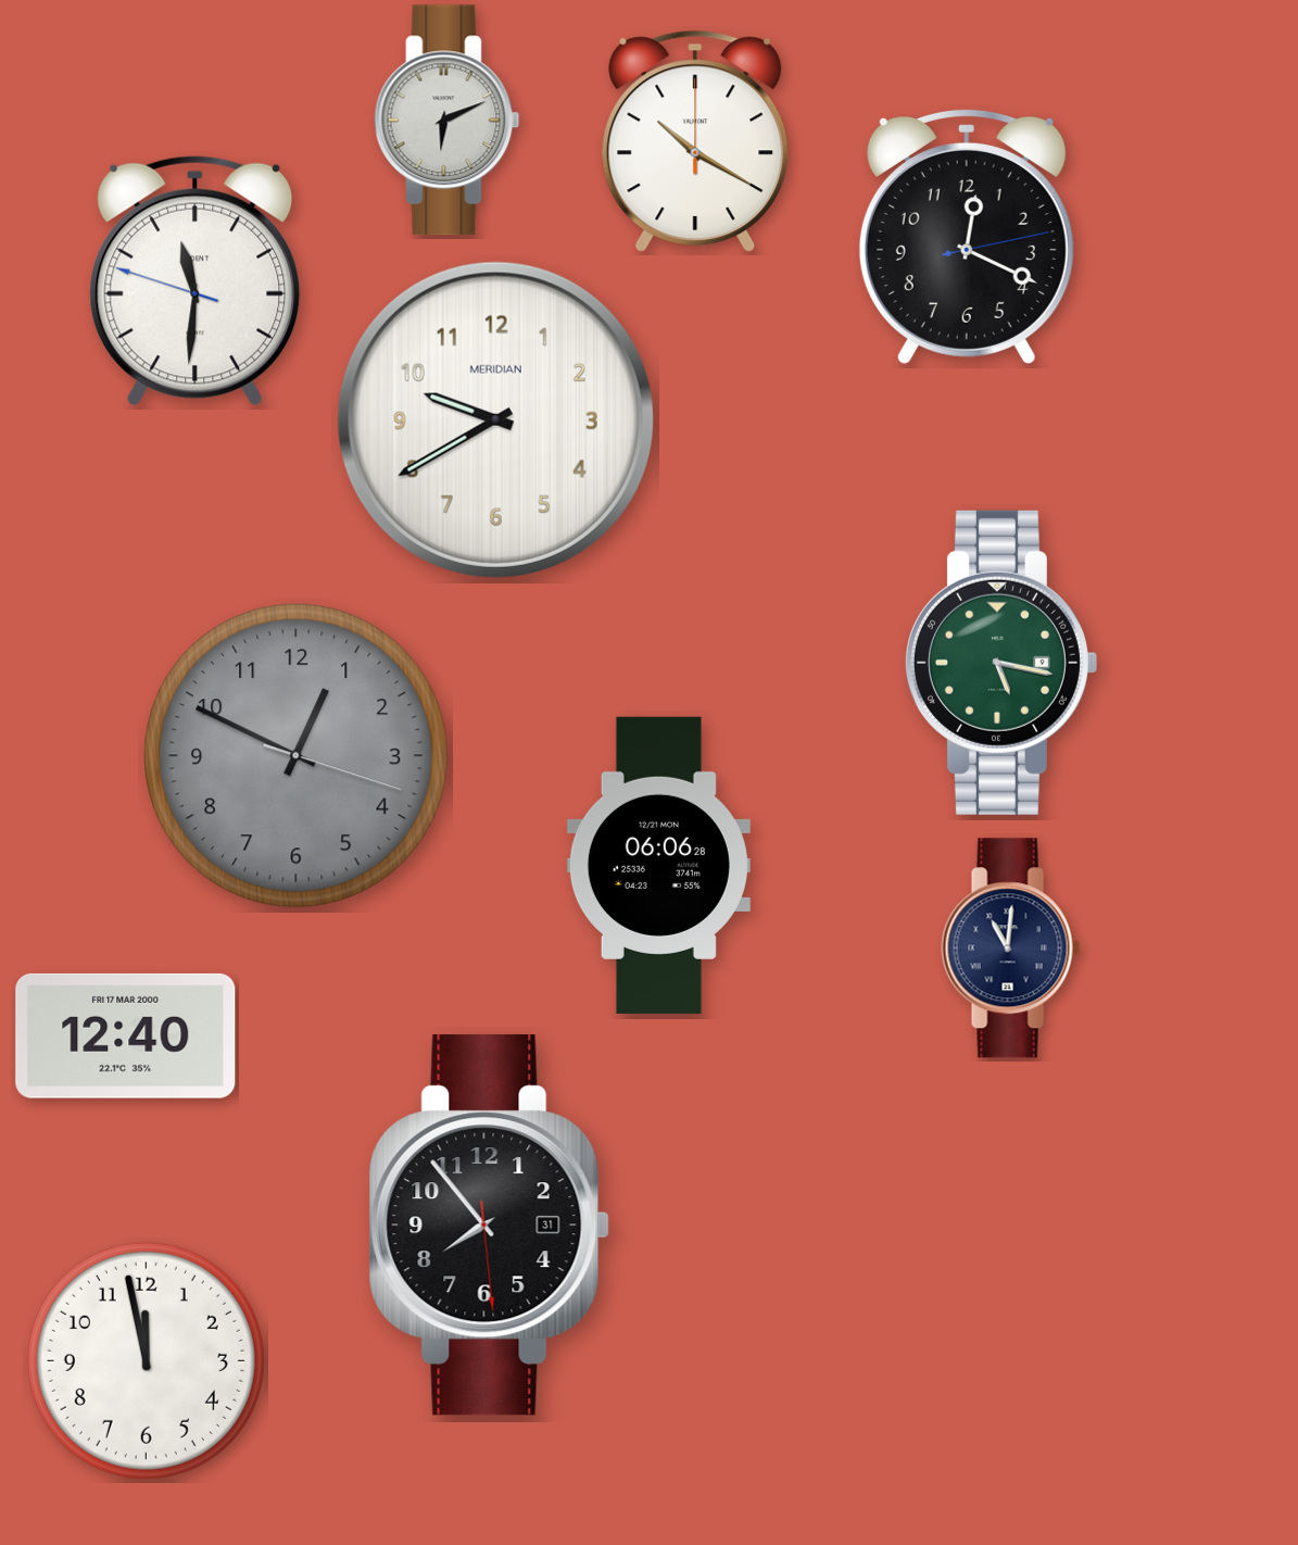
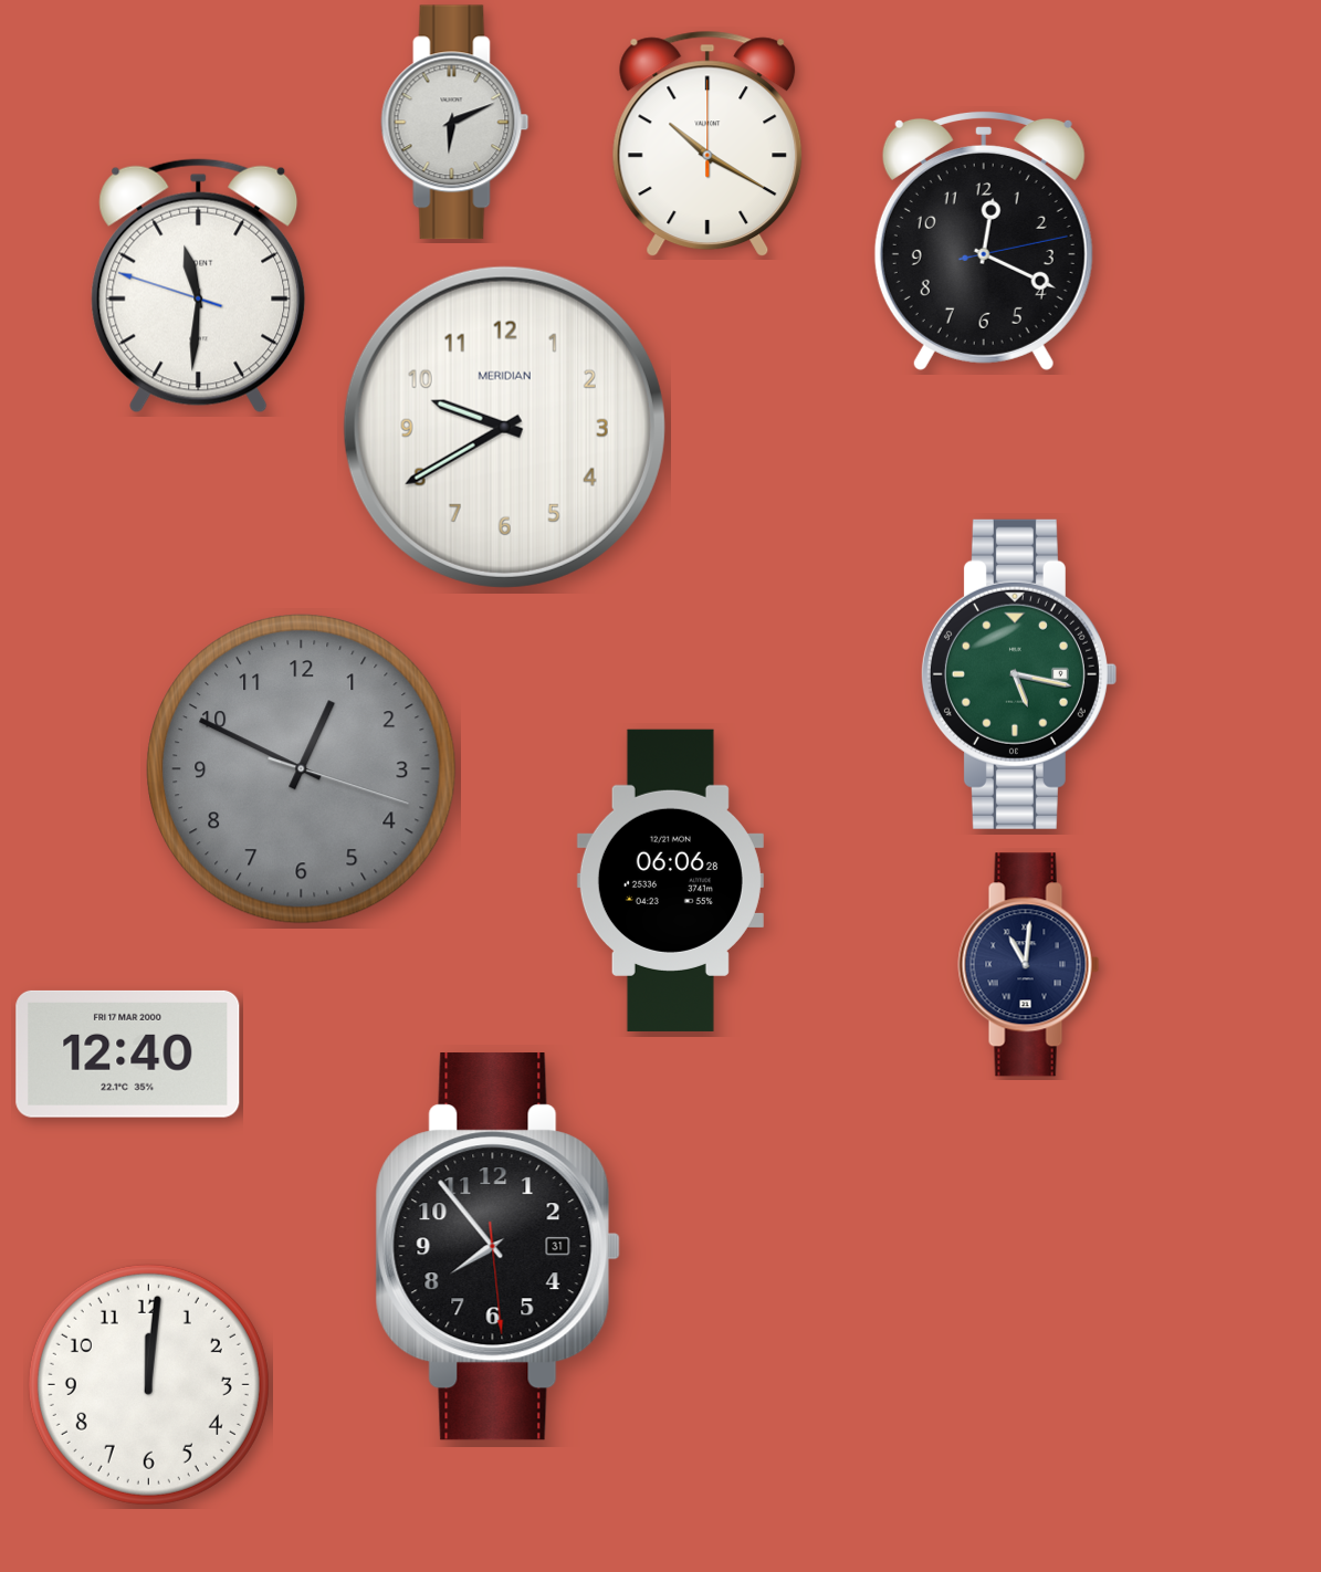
clock at (146, 1360): 11:58 -> 12:01
